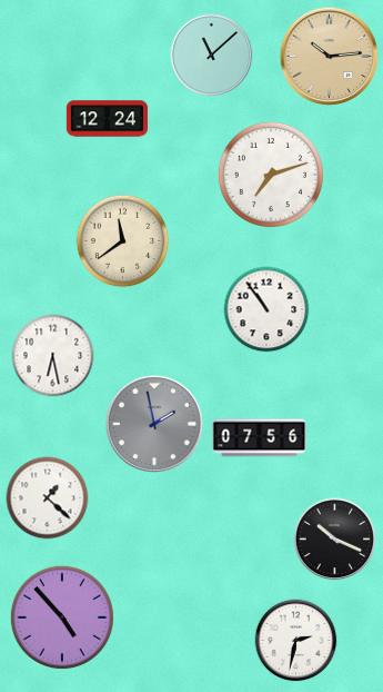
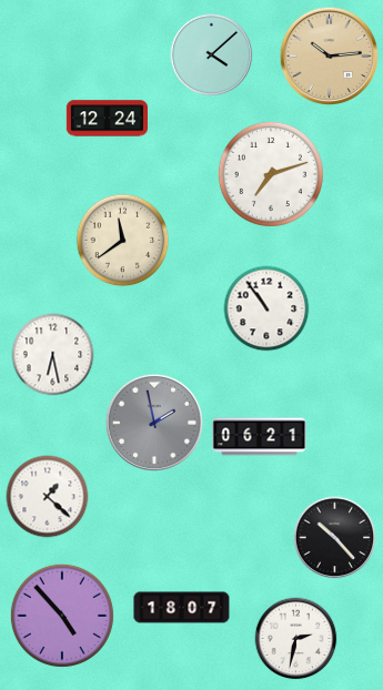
clock at (212, 56): 11:08 -> 4:08
clock at (260, 438): 07:56 -> 06:21
clock at (335, 540): 10:19 -> 10:23
clock at (182, 608): none -> 18:07
